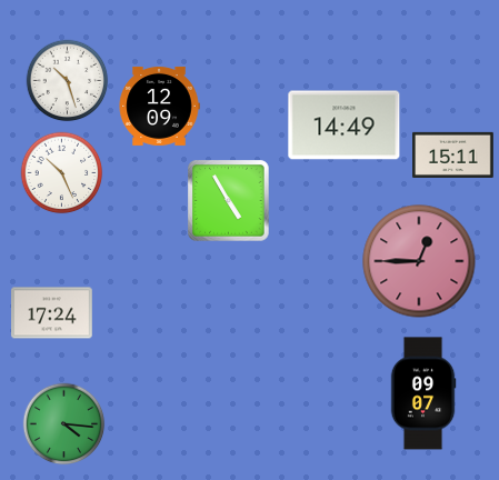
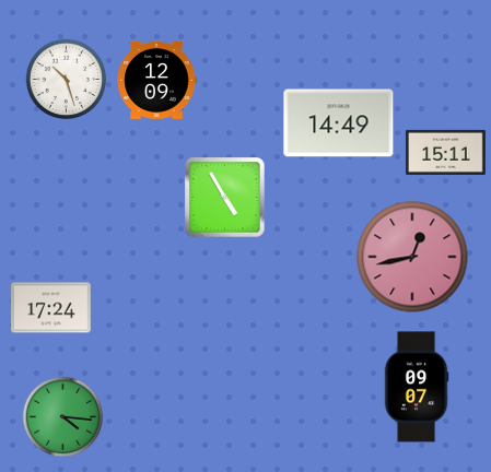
clock at (159, 106) position: (159, 106) -> (156, 80)
clock at (62, 173): 10:26 -> none
clock at (419, 261): 12:45 -> 12:43
